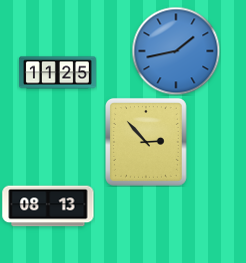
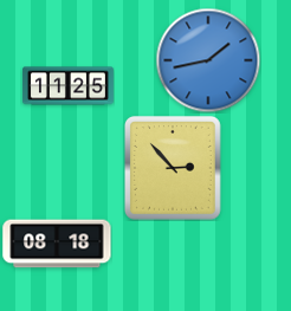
clock at (48, 206): 08:13 -> 08:18
